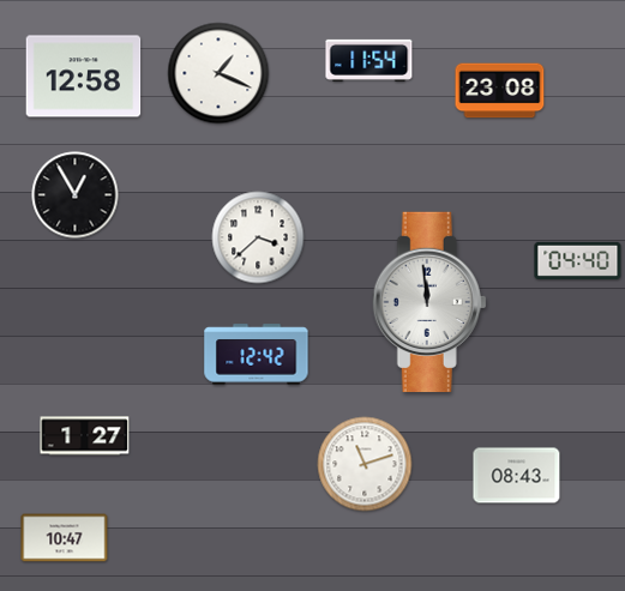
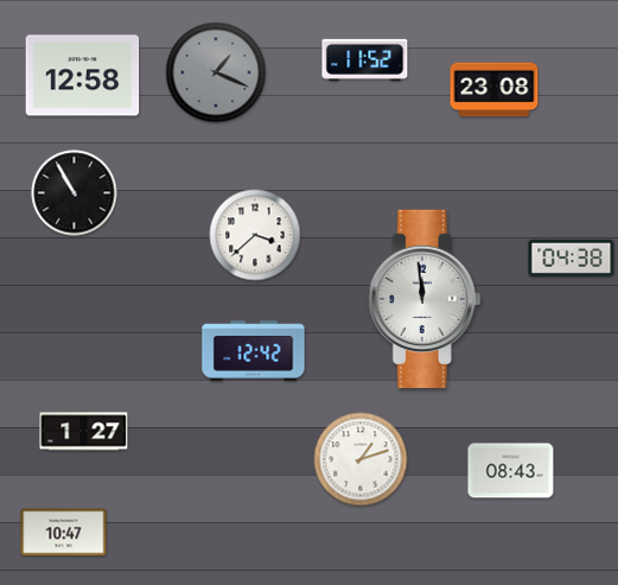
clock at (369, 60): 11:54 -> 11:52
clock at (218, 73) dial: white -> grey
clock at (76, 195): 12:55 -> 10:55
clock at (578, 260): 04:40 -> 04:38
clock at (365, 464): 11:12 -> 1:12
